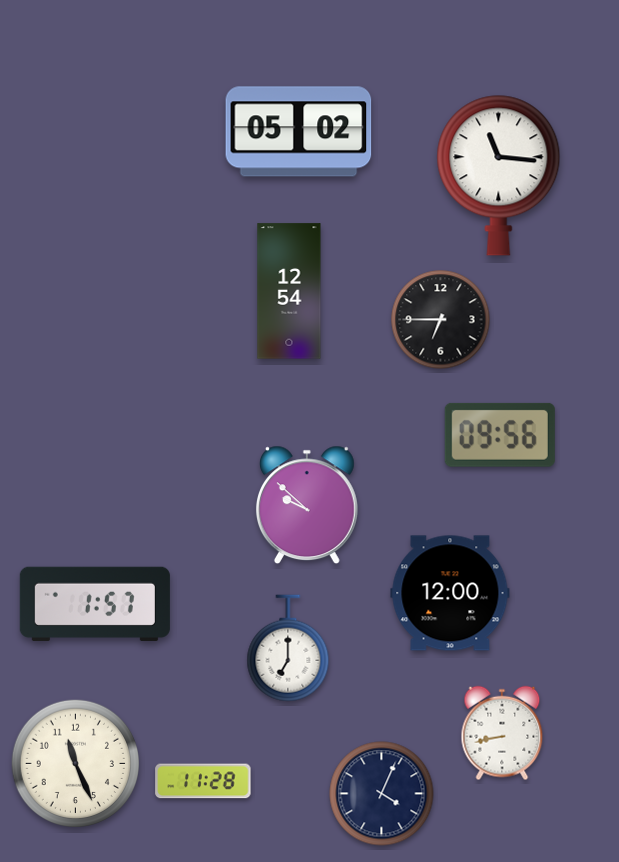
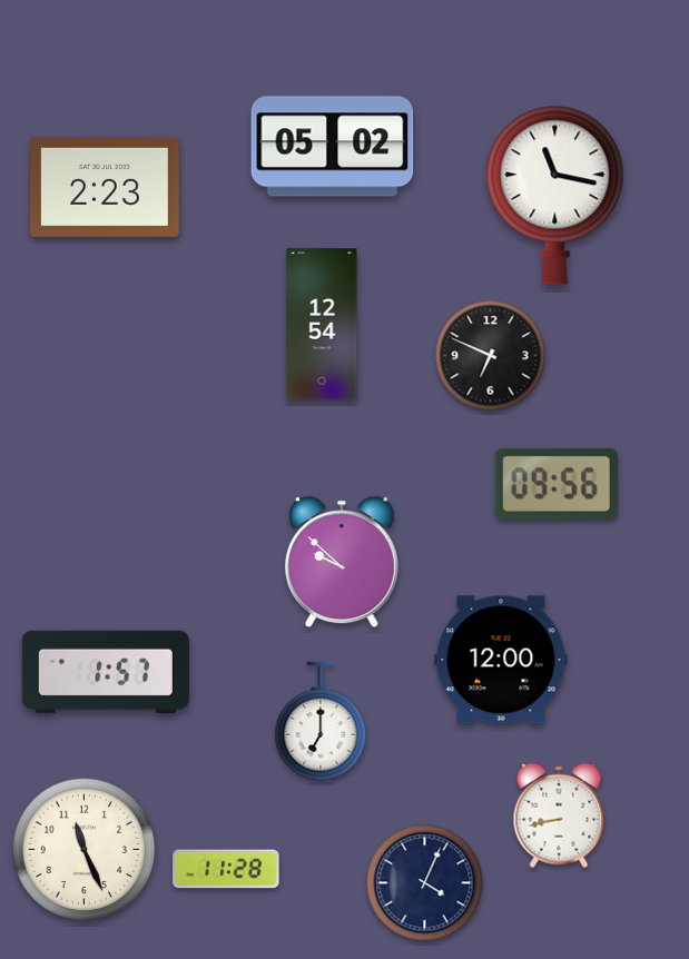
clock at (106, 187): none -> 2:23
clock at (499, 175): 11:16 -> 11:17
clock at (441, 320): 6:45 -> 6:49
